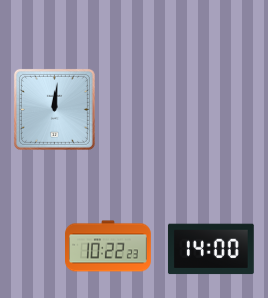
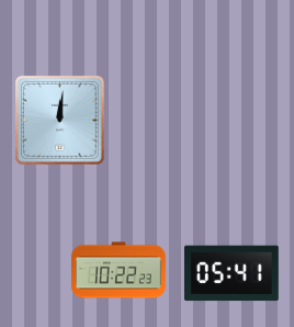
clock at (211, 249): 14:00 -> 05:41
